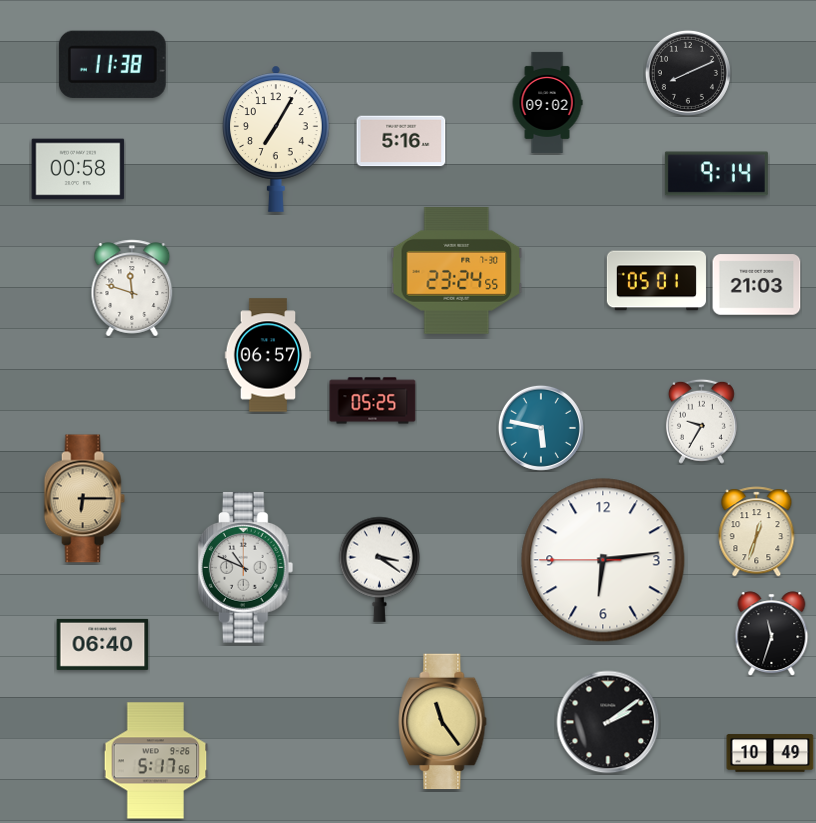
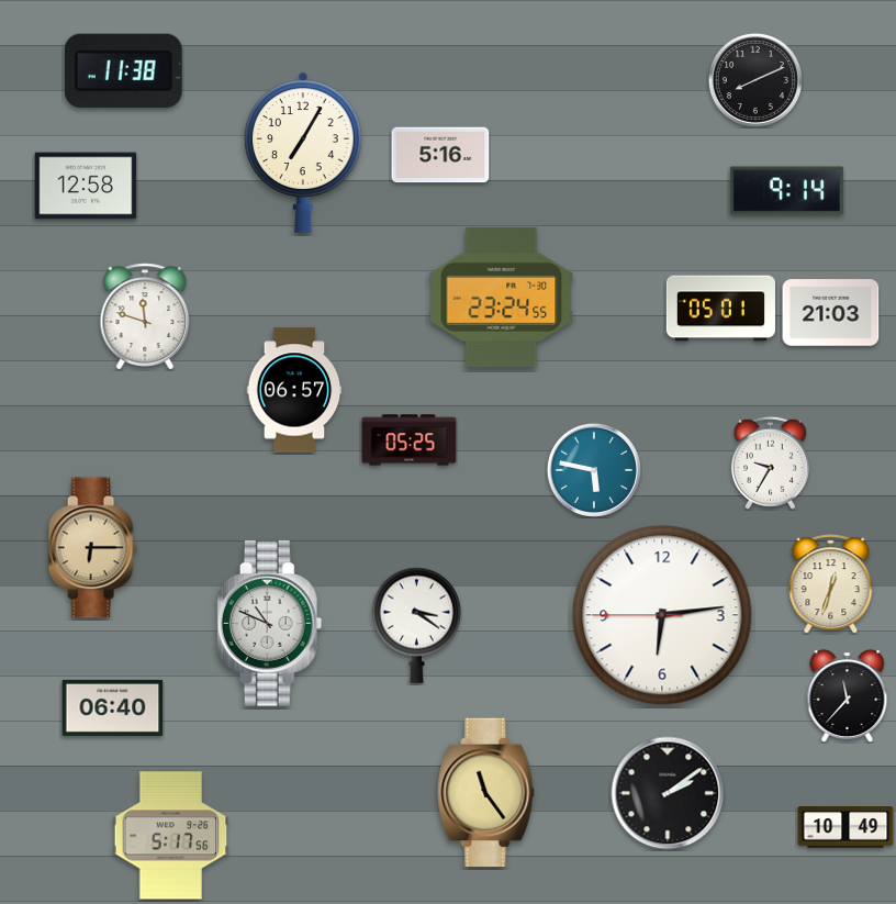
clock at (547, 102): 09:02 -> none
clock at (78, 169): 00:58 -> 12:58
clock at (772, 633): 11:33 -> 11:37
